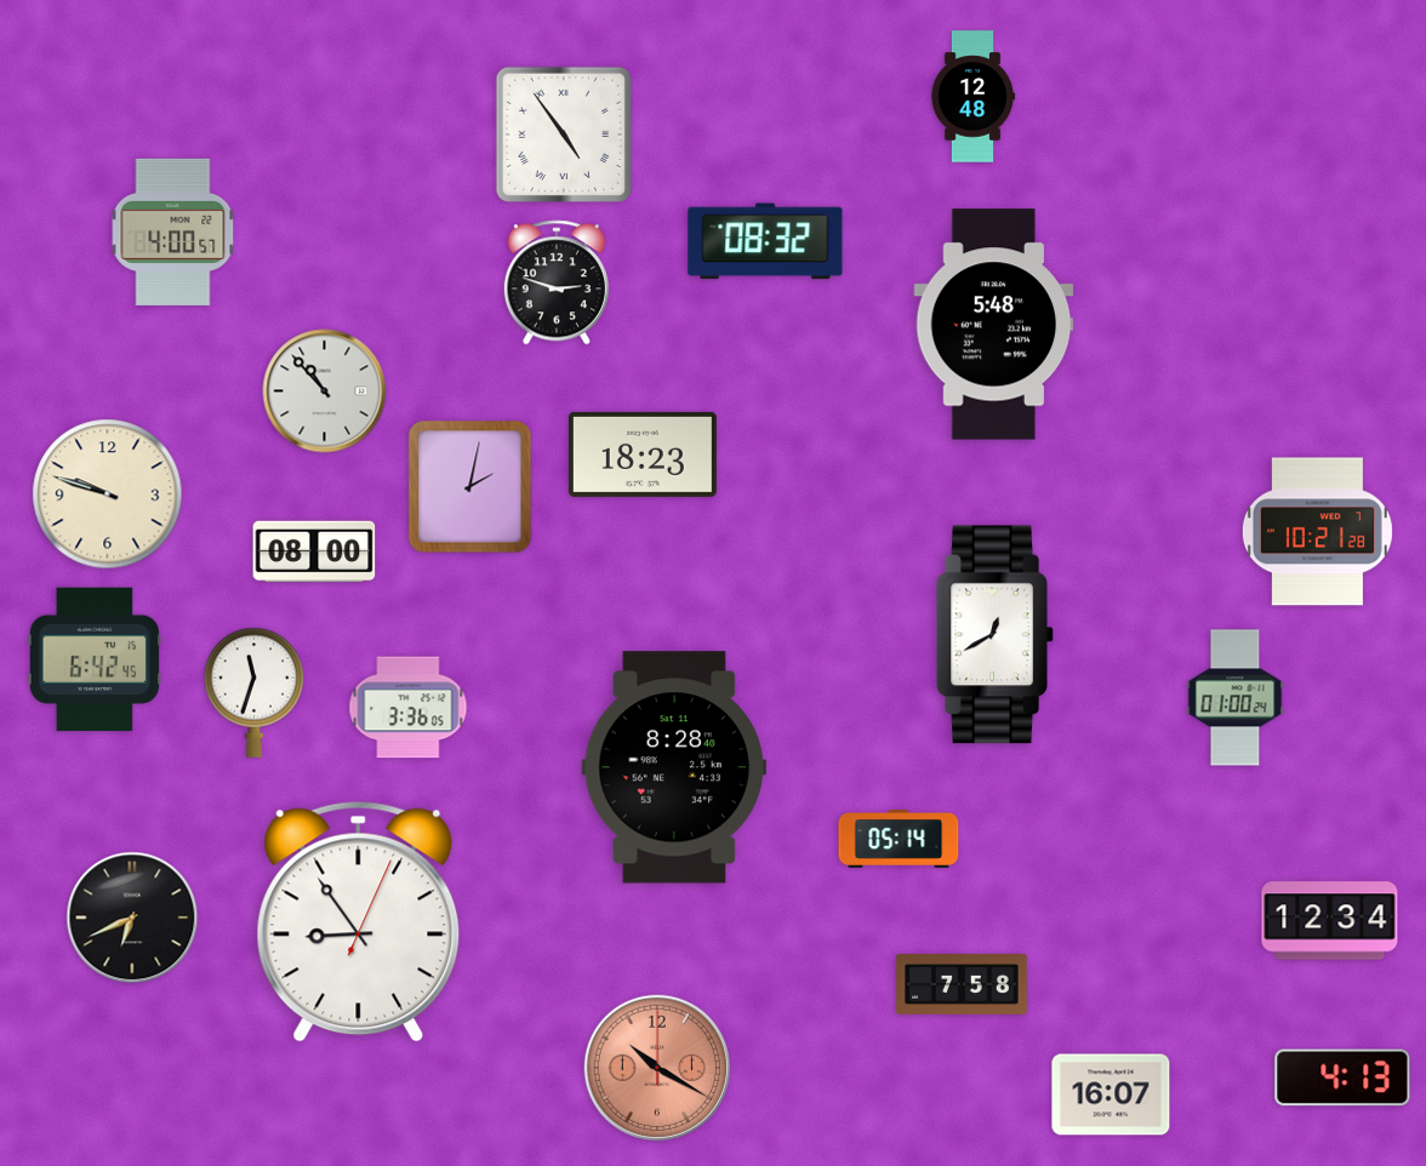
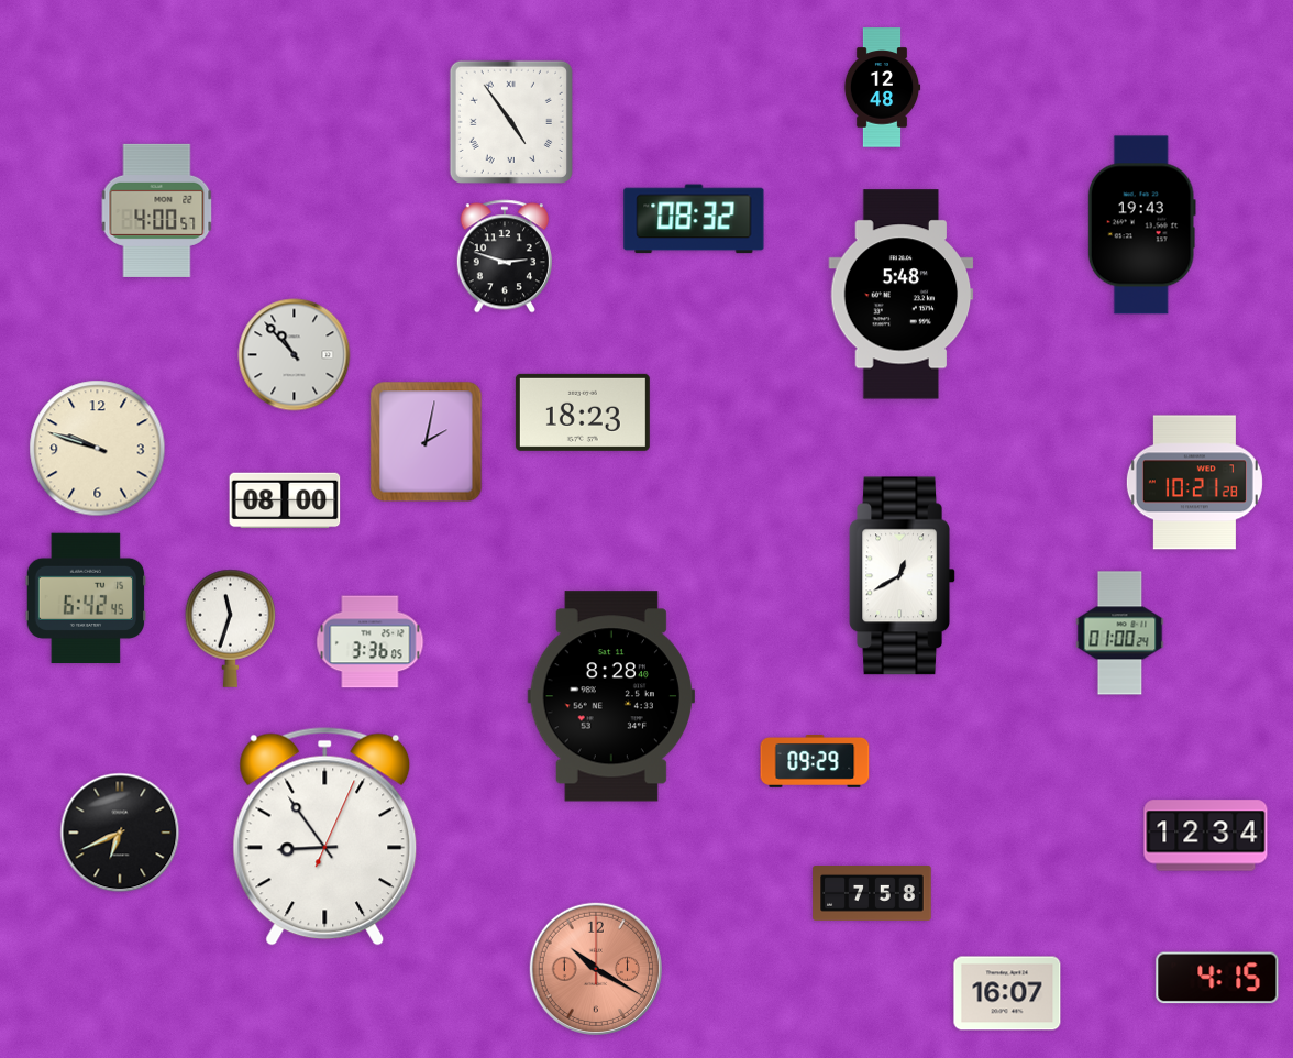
clock at (1141, 225): none -> 19:43
clock at (899, 840): 05:14 -> 09:29
clock at (1342, 1078): 4:13 -> 4:15
